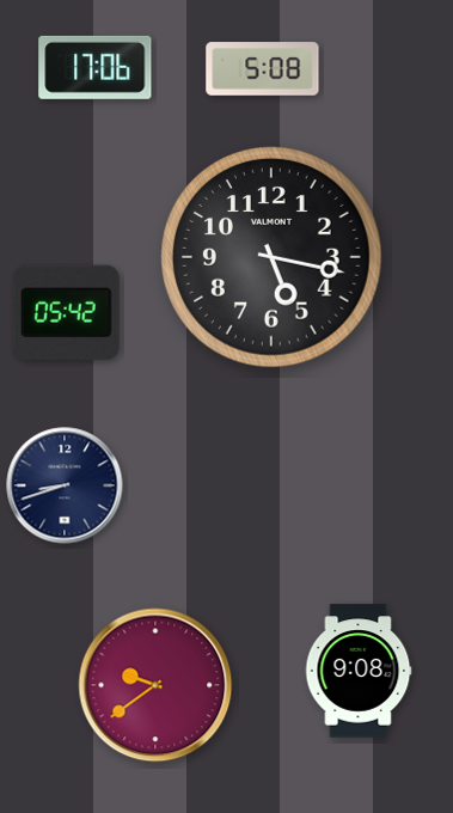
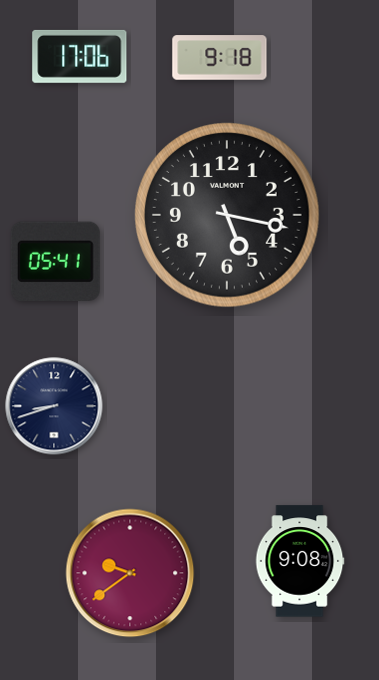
clock at (263, 69): 5:08 -> 9:18
clock at (66, 312): 05:42 -> 05:41
